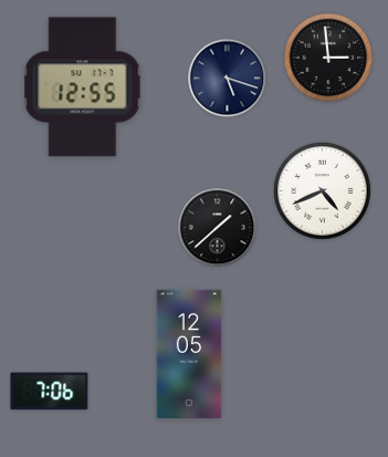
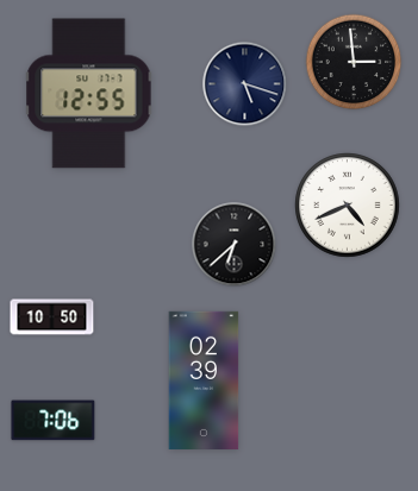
clock at (218, 228): 1:38 -> 6:38
clock at (52, 317): none -> 10:50
clock at (189, 354): 12:05 -> 02:39
